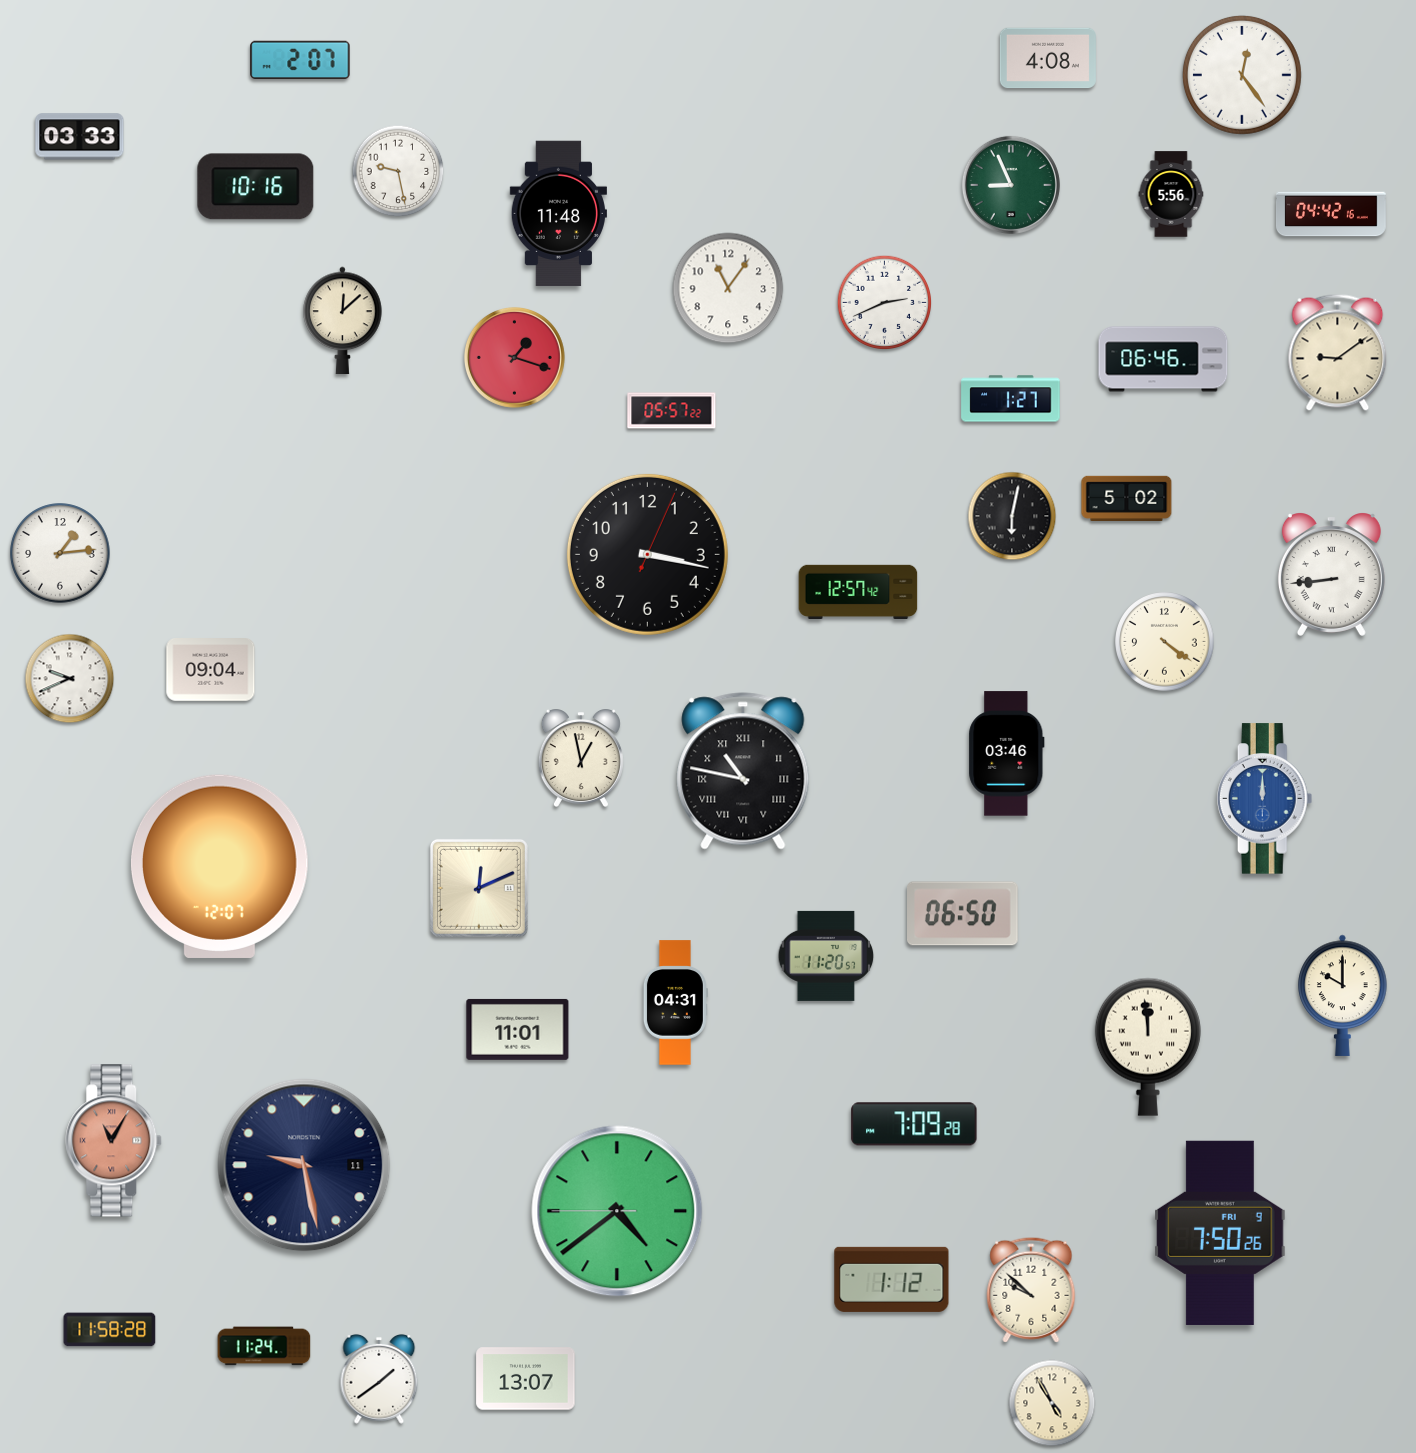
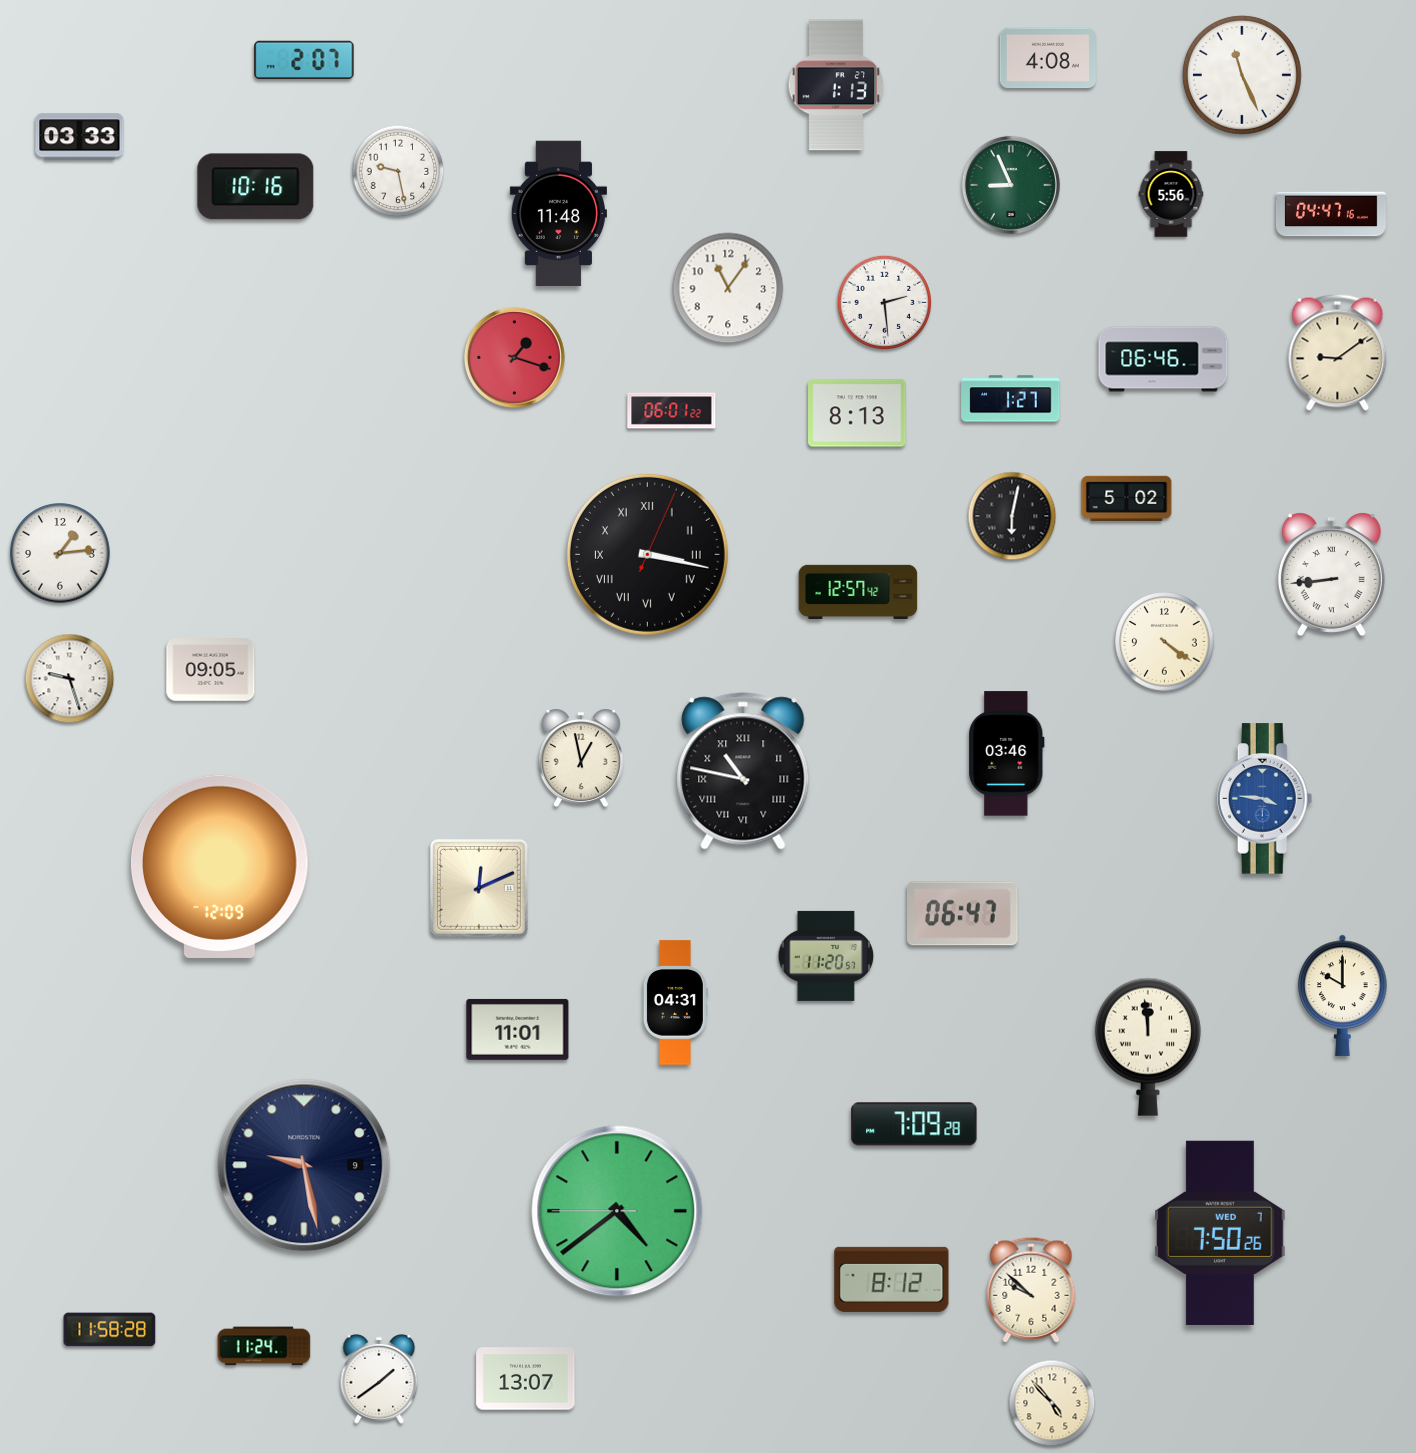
clock at (300, 60) position: (300, 60) -> (304, 60)
clock at (1242, 75): 12:24 -> 11:26
clock at (836, 85): none -> 1:13
clock at (1331, 214): 04:42 -> 04:47
clock at (885, 303): 2:41 -> 2:29
clock at (343, 321): 12:08 -> none
clock at (672, 411): 05:57 -> 06:01
clock at (858, 413): none -> 8:13
clock at (647, 554) numerals: Arabic -> Roman
clock at (211, 670): 09:04 -> 09:05
clock at (70, 679): 9:41 -> 9:27
clock at (1265, 799): 12:00 -> 3:46
clock at (219, 866): 12:07 -> 12:09
clock at (963, 914): 06:50 -> 06:47
clock at (114, 1141): 11:05 -> none
clock at (304, 1165) date: 11 -> 9
clock at (1220, 1233) date: FRI 9 -> WED 7
clock at (892, 1279): 1:12 -> 8:12
clock at (1052, 1403): 4:55 -> 4:53
